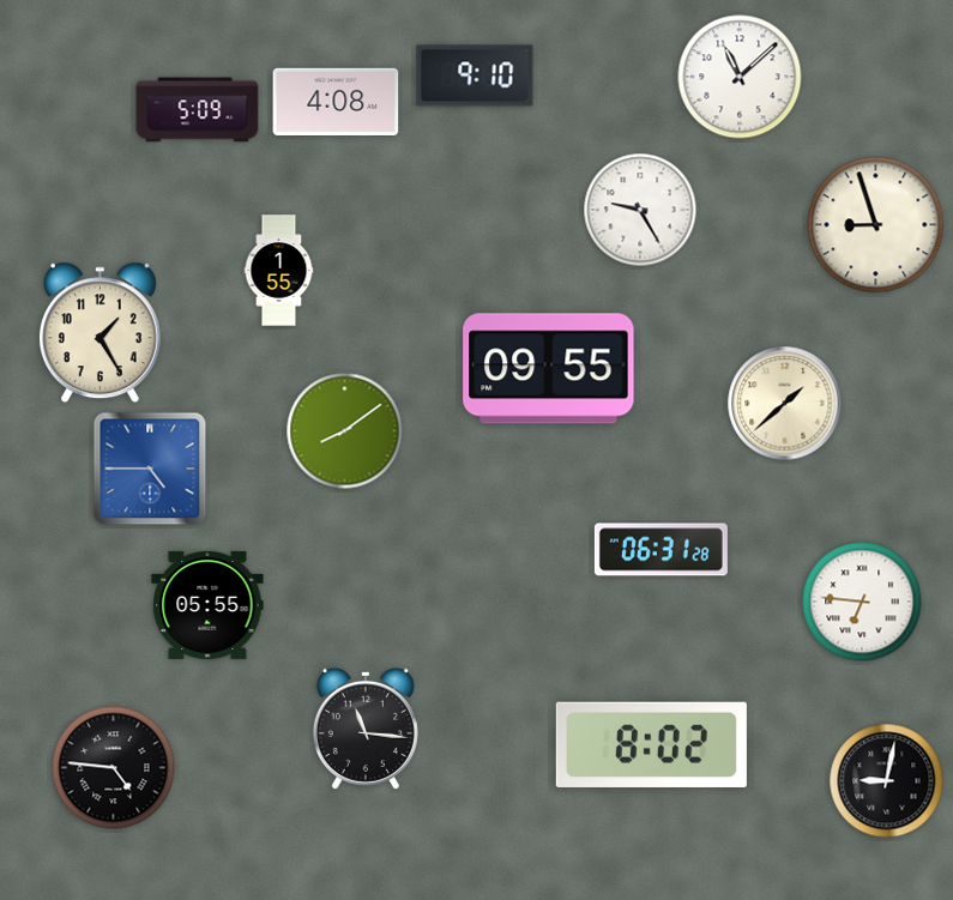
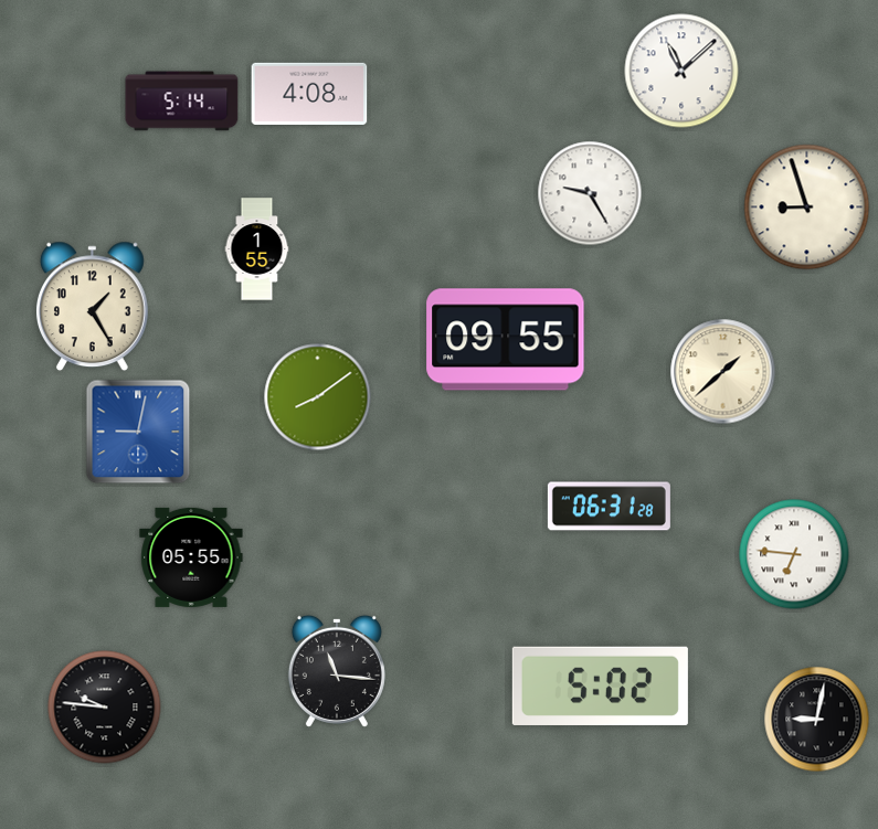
clock at (475, 75): 9:10 -> none
clock at (198, 110): 5:09 -> 5:14
clock at (150, 469): 4:45 -> 9:02
clock at (651, 744): 8:02 -> 5:02
clock at (114, 768): 4:46 -> 9:46
